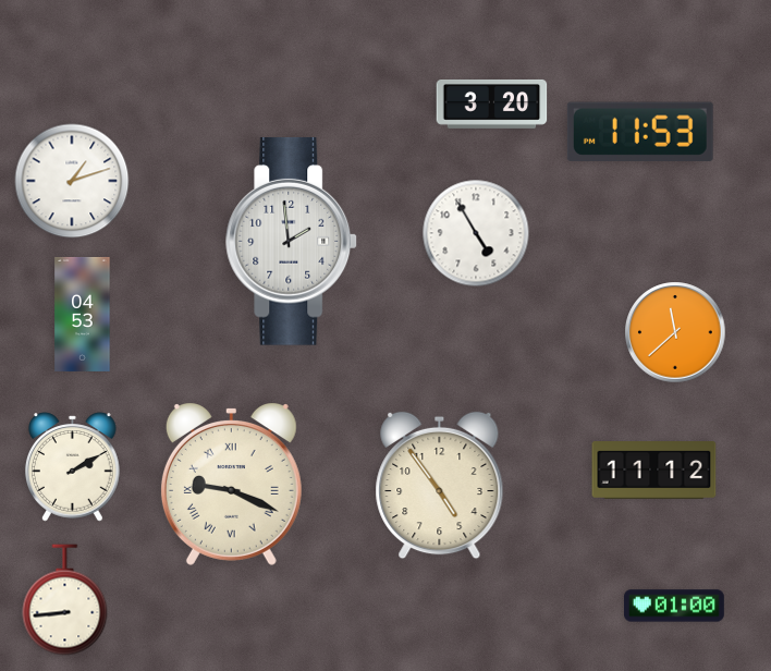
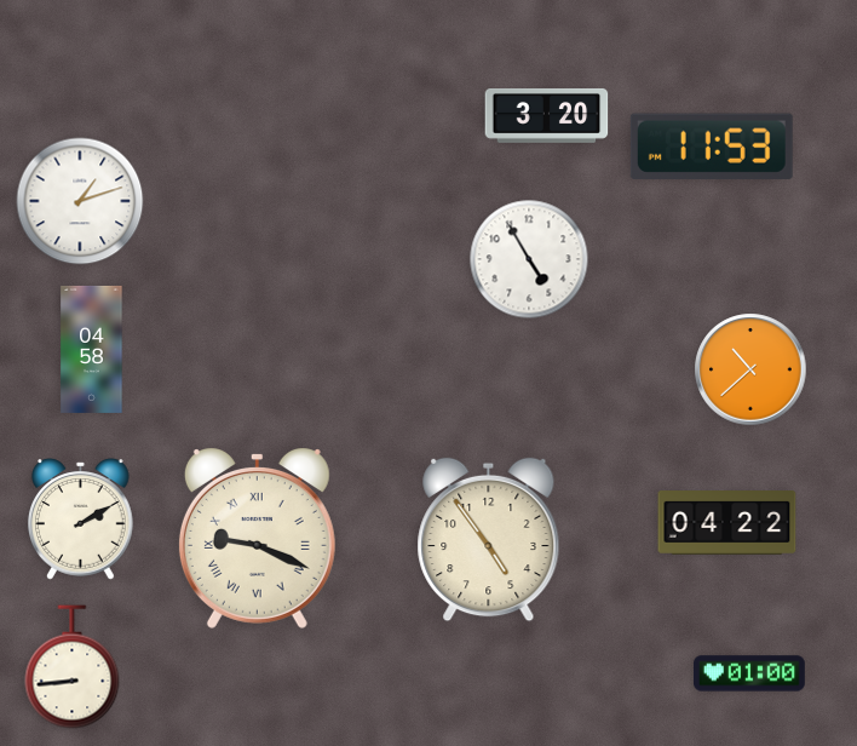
clock at (292, 241): 1:59 -> none
clock at (83, 314): 04:53 -> 04:58
clock at (675, 332): 11:38 -> 10:38
clock at (654, 471): 11:12 -> 04:22
